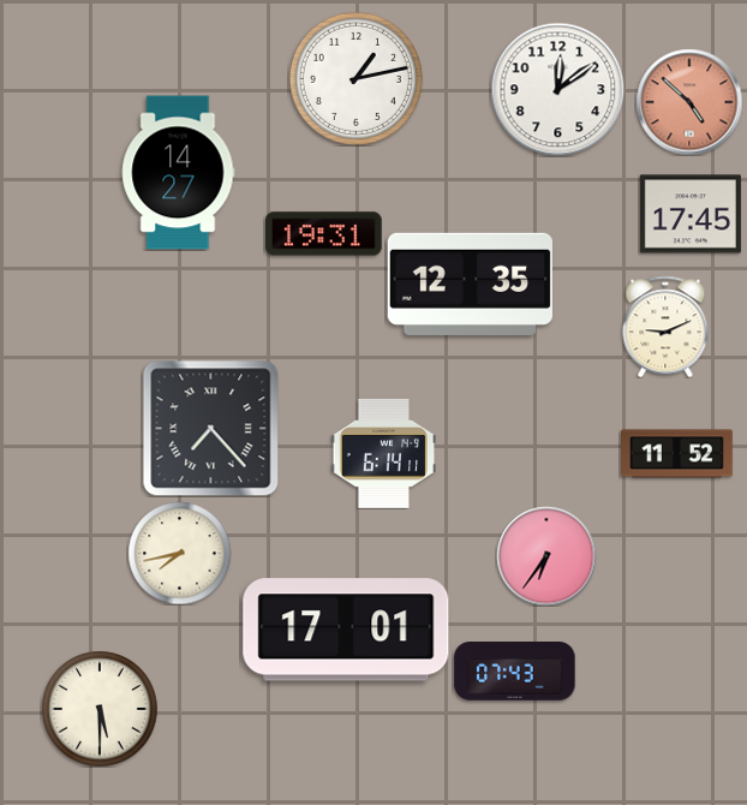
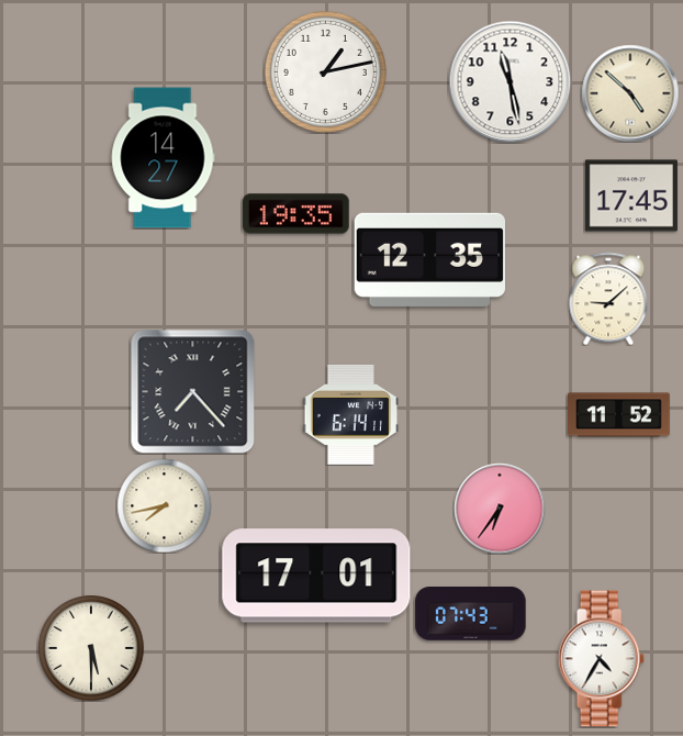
clock at (557, 89): 12:09 -> 11:28
clock at (689, 102) dial: salmon -> cream
clock at (324, 234): 19:31 -> 19:35
clock at (665, 327): 9:11 -> 9:08
clock at (601, 659): none -> 4:35
